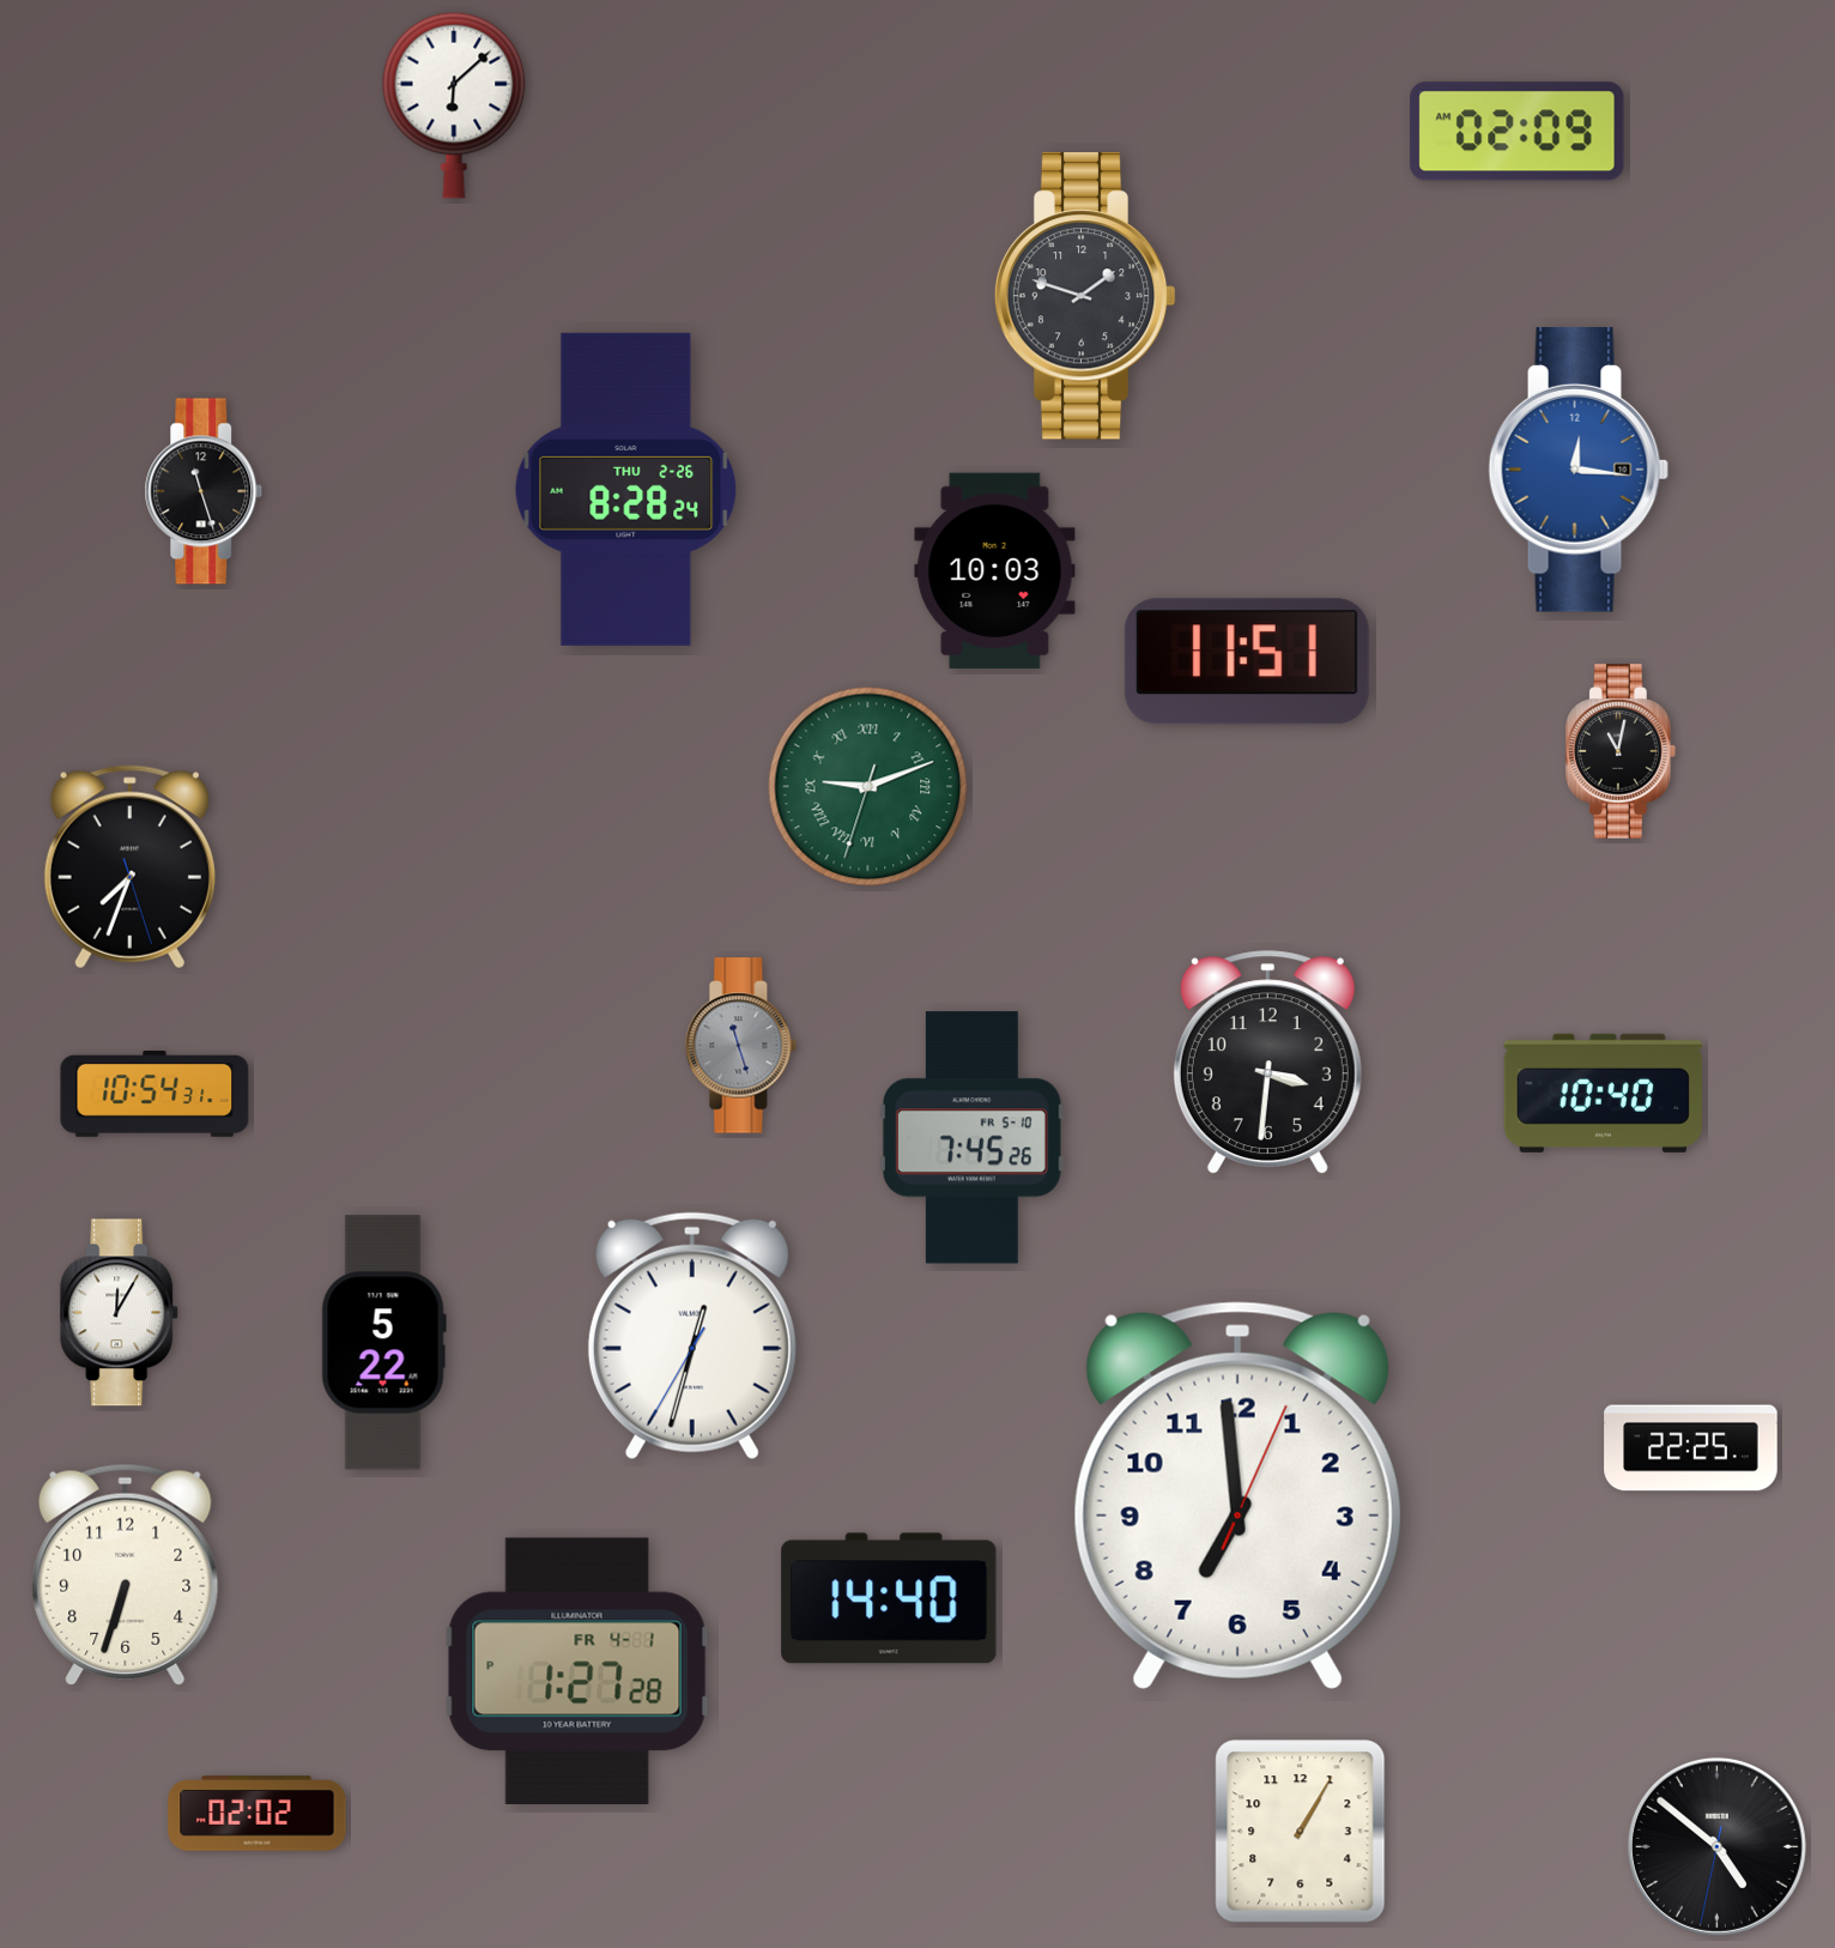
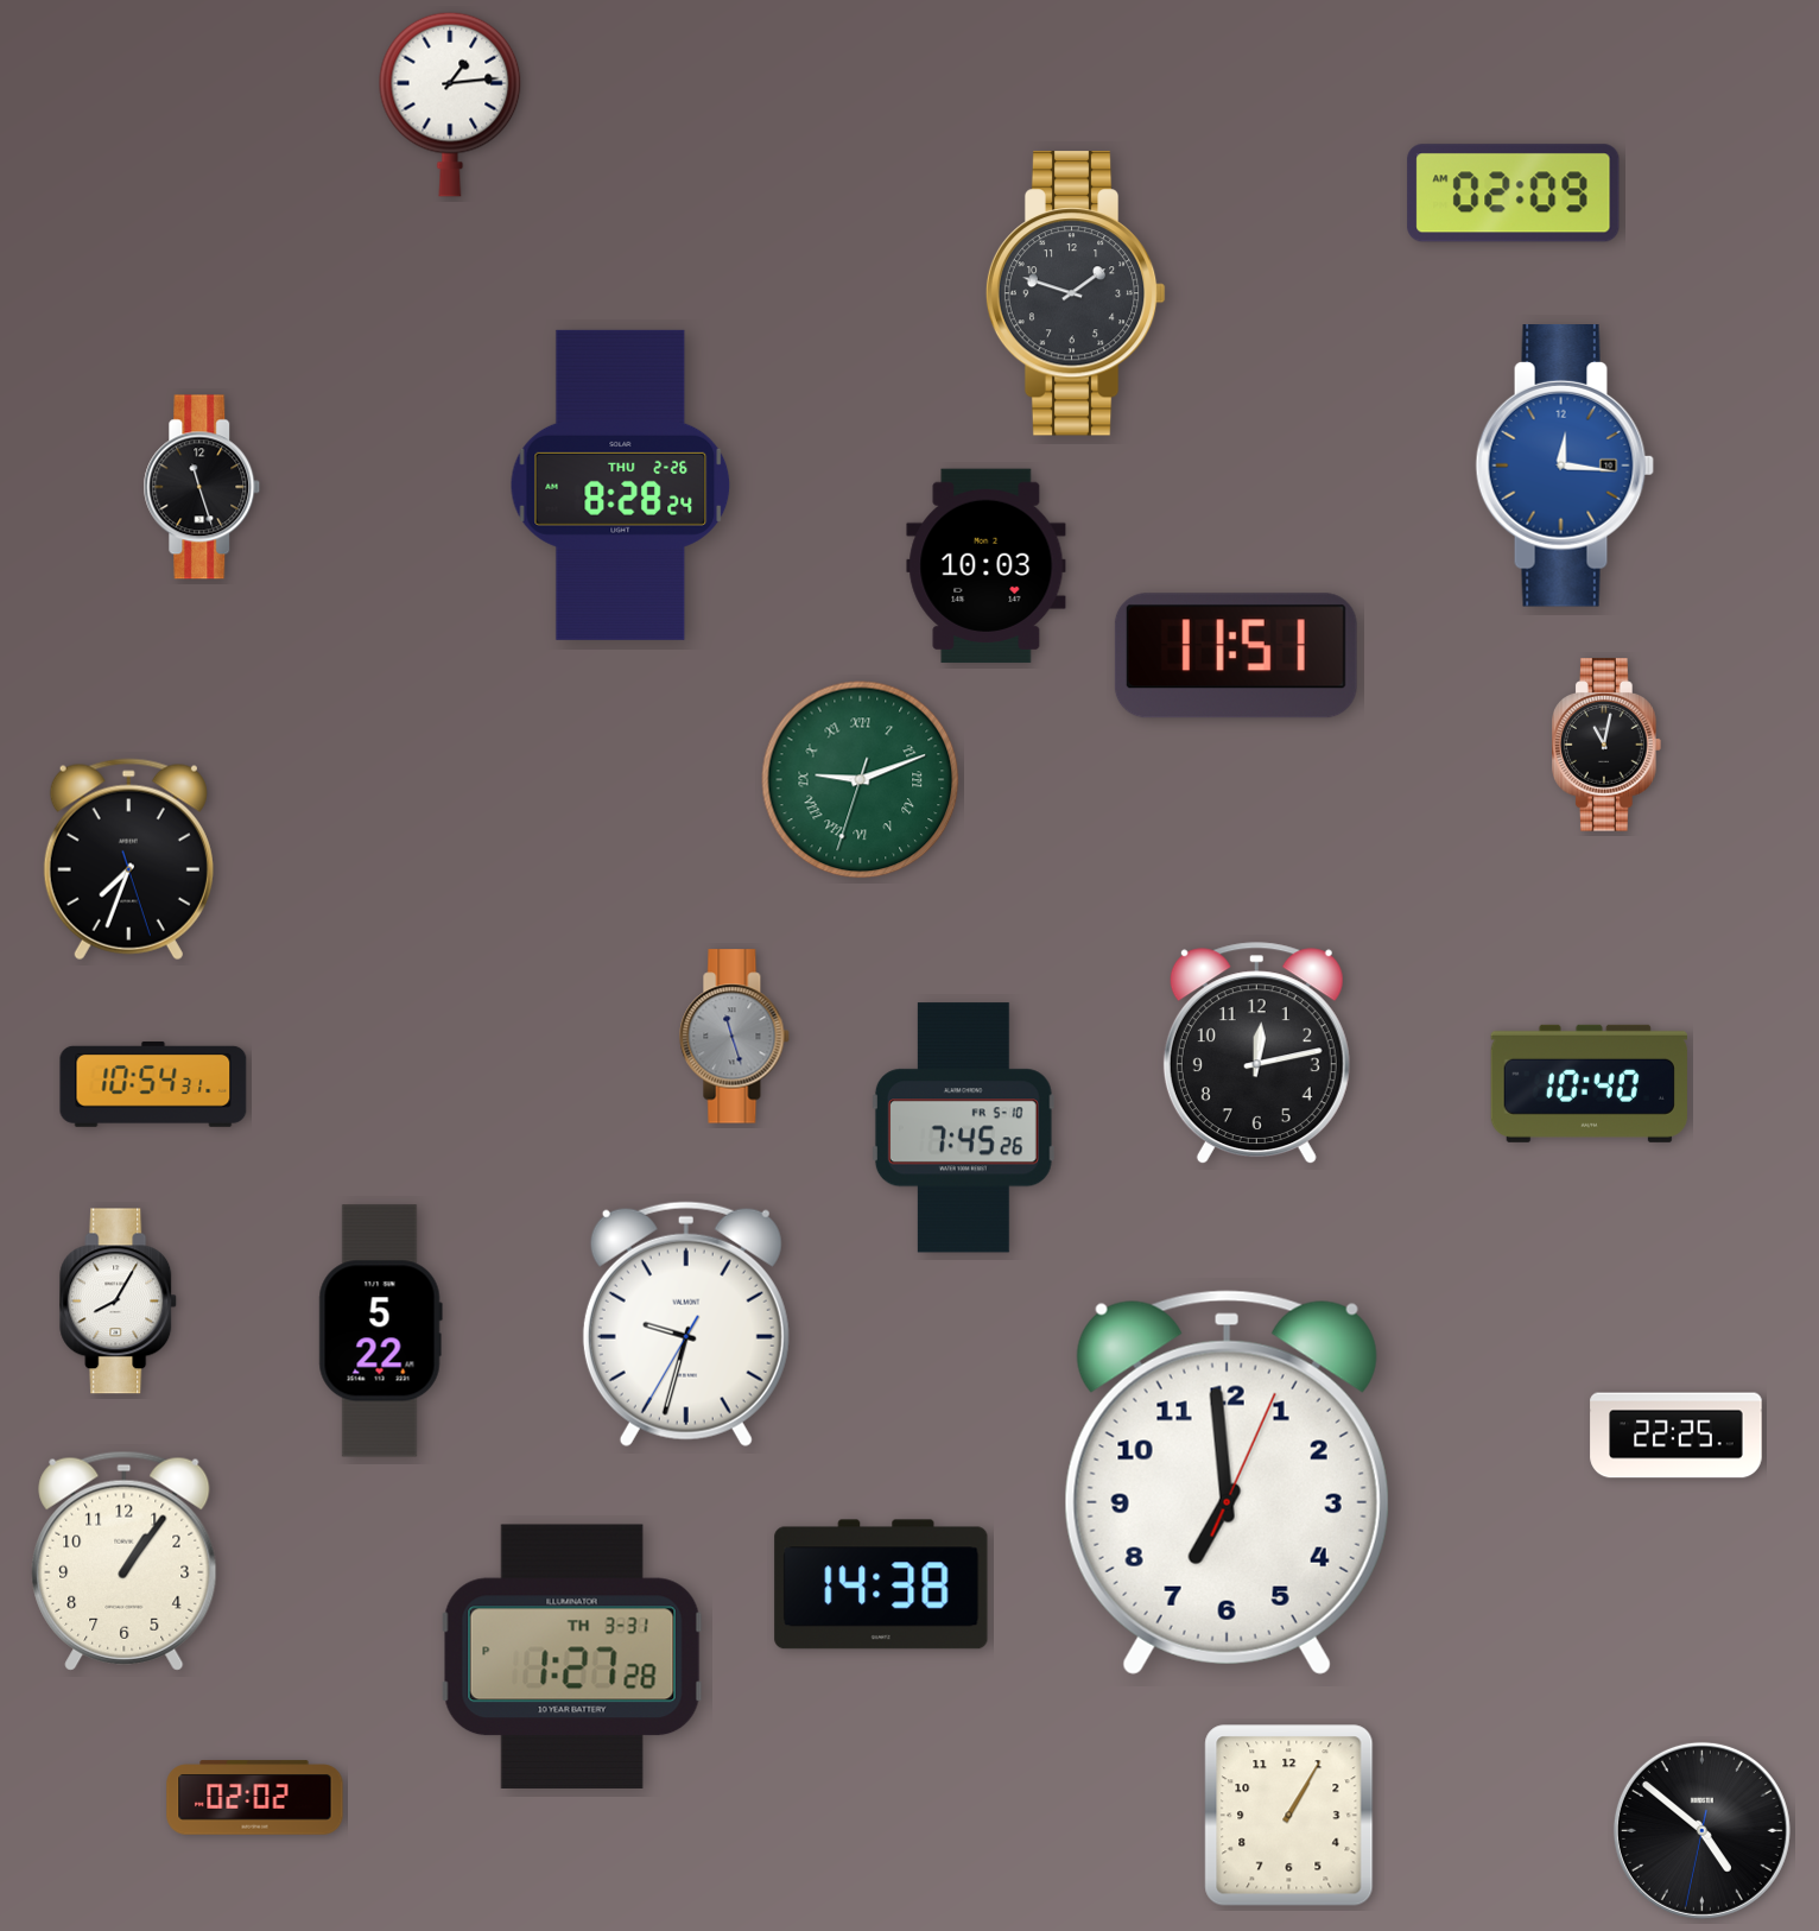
clock at (454, 105): 6:08 -> 1:14
clock at (1518, 132) position: (1518, 132) -> (1514, 194)
clock at (1267, 1063): 3:31 -> 12:13
clock at (120, 1313): 12:05 -> 8:05
clock at (692, 1336): 12:32 -> 9:32
clock at (126, 1574): 6:33 -> 1:06
clock at (889, 1598): 14:40 -> 14:38
clock at (577, 1670) date: FR 4-1 -> TH 3-31
